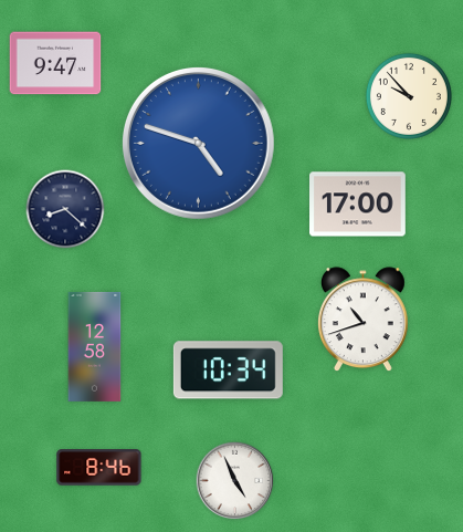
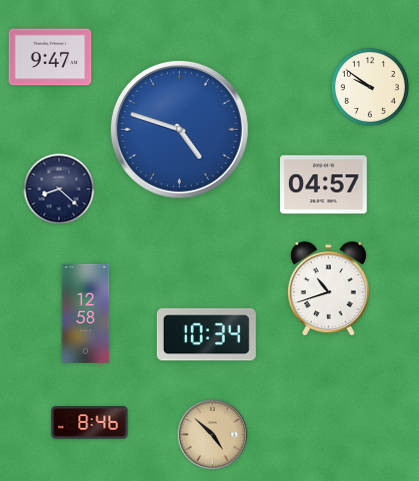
clock at (409, 96): 9:53 -> 9:51
clock at (358, 205): 17:00 -> 04:57
clock at (235, 481): 4:56 -> 4:52
clock at (235, 481) dial: white -> champagne
